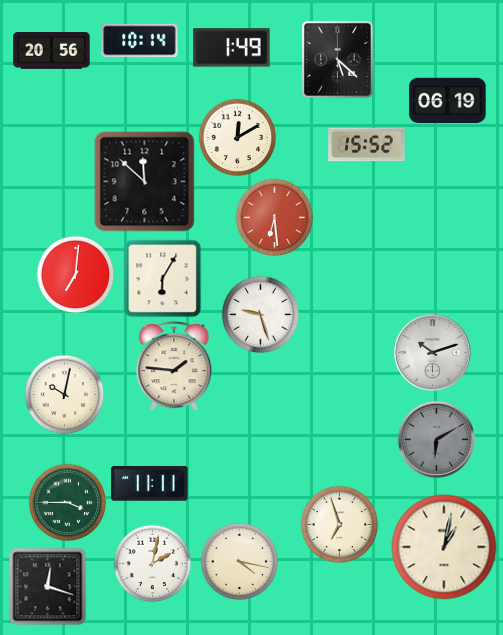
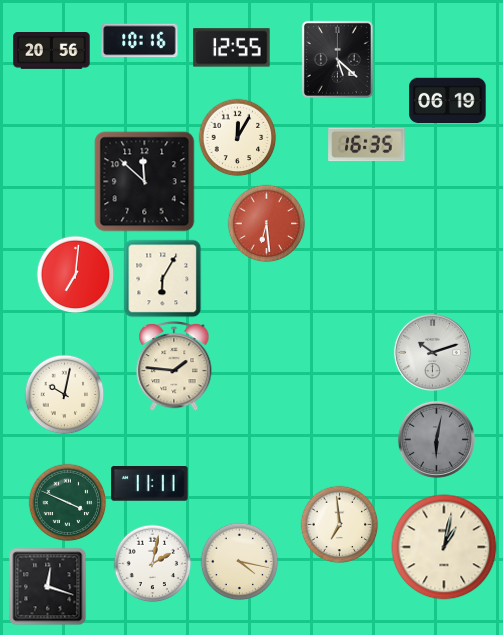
clock at (140, 41): 10:14 -> 10:16
clock at (232, 48): 1:49 -> 12:55
clock at (237, 137): 12:10 -> 12:05
clock at (367, 145): 15:52 -> 16:35
clock at (274, 217) position: (274, 217) -> (266, 223)
clock at (260, 314): 9:27 -> none
clock at (436, 439): 6:10 -> 6:02
clock at (67, 502): 3:45 -> 3:49
clock at (339, 524): 6:57 -> 6:59
